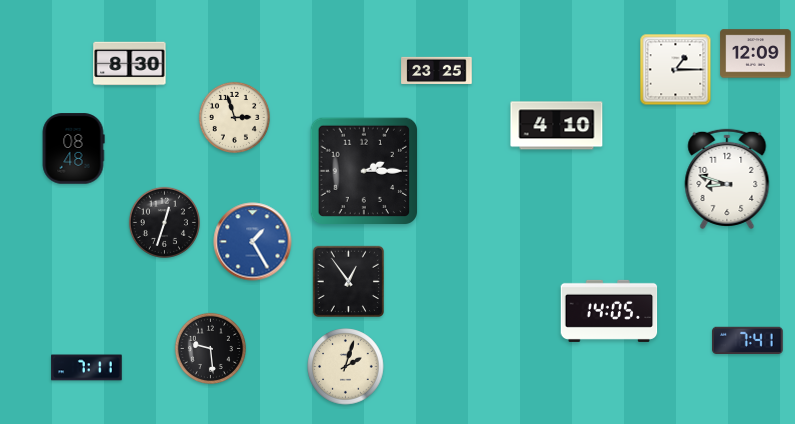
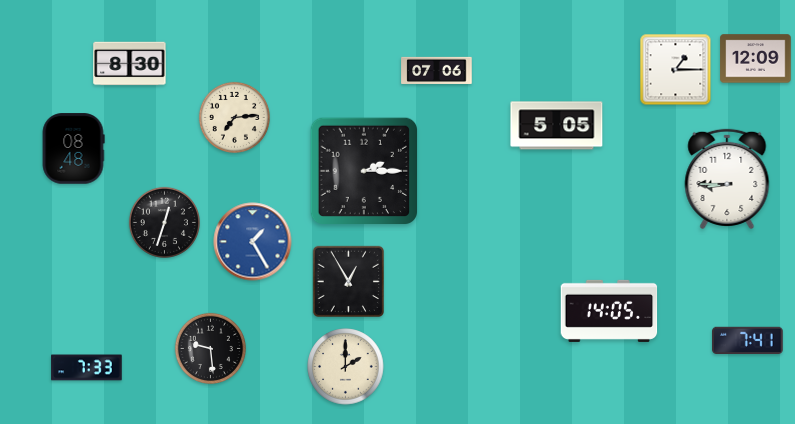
clock at (756, 54) position: (756, 54) -> (756, 59)
clock at (437, 70): 23:25 -> 07:06
clock at (234, 117): 2:57 -> 7:14
clock at (557, 126): 4:10 -> 5:05
clock at (727, 179): 8:48 -> 8:45
clock at (348, 281): 12:54 -> 12:55
clock at (346, 367): 2:03 -> 2:00
clock at (87, 368): 7:11 -> 7:33
